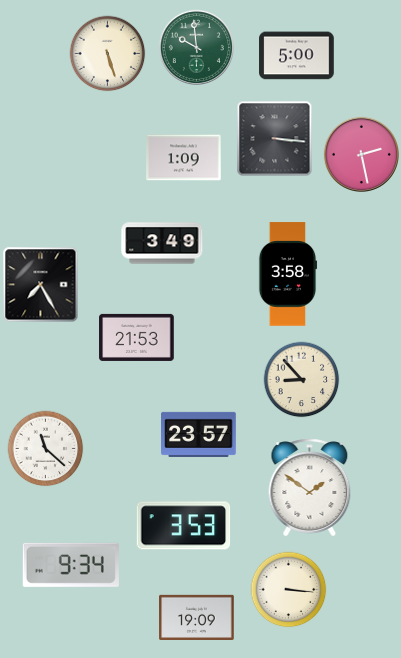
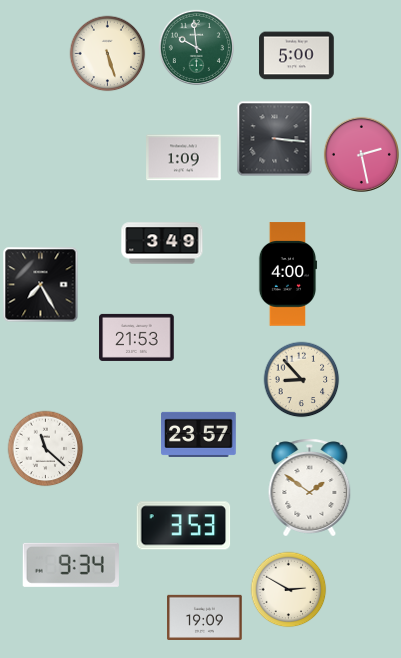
clock at (288, 274): 3:58 -> 4:00
clock at (289, 590): 3:16 -> 2:50
clock at (197, 617) position: (197, 617) -> (205, 617)
